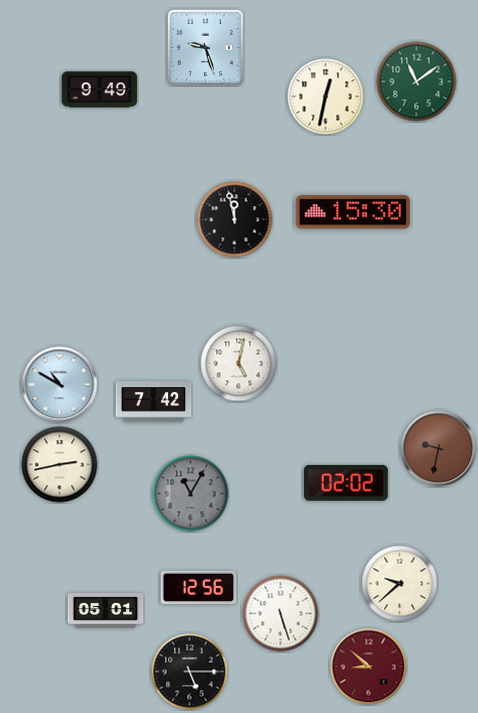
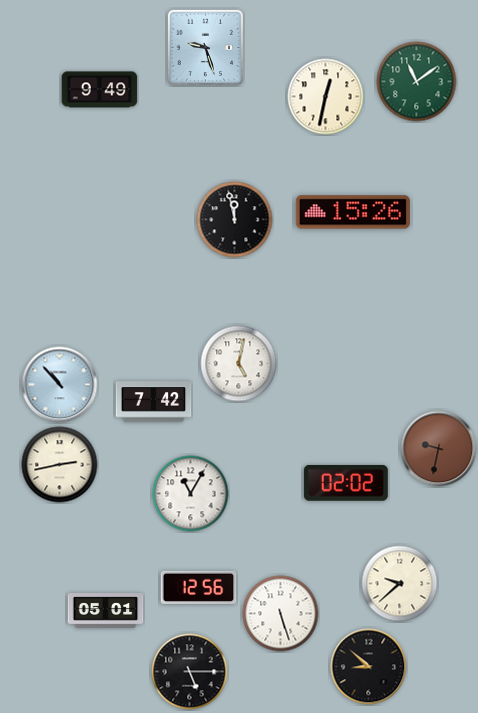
clock at (353, 212): 15:30 -> 15:26
clock at (60, 385): 10:50 -> 10:53
clock at (191, 494) dial: grey -> white
clock at (369, 667) dial: burgundy -> black
